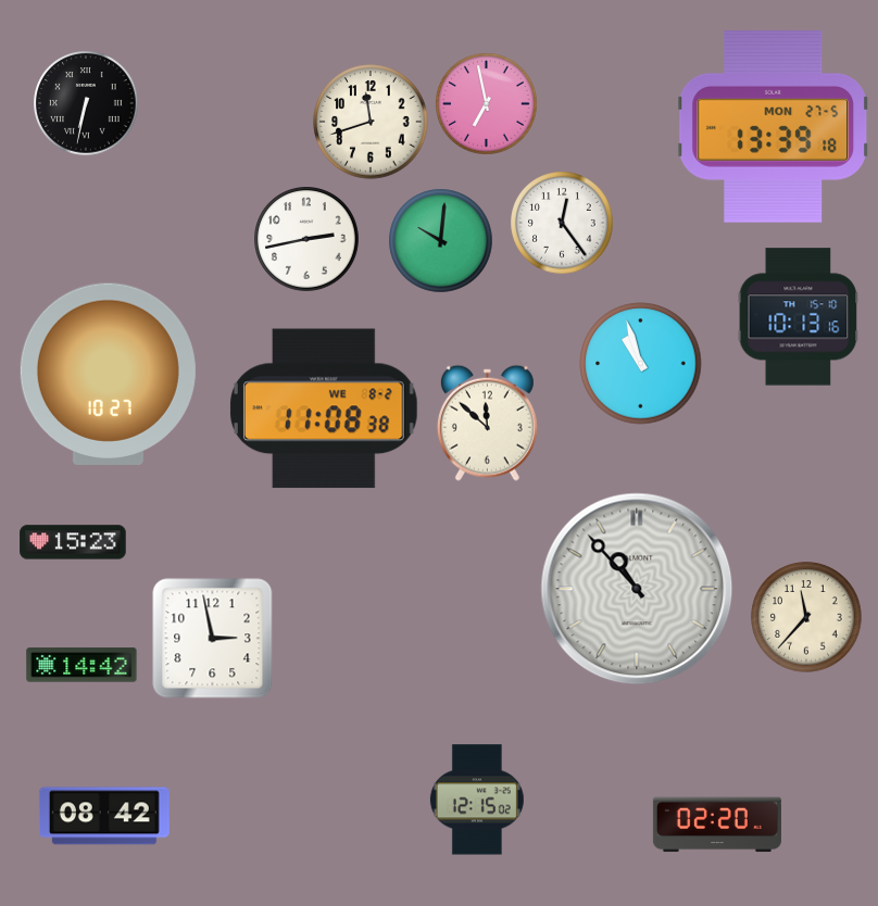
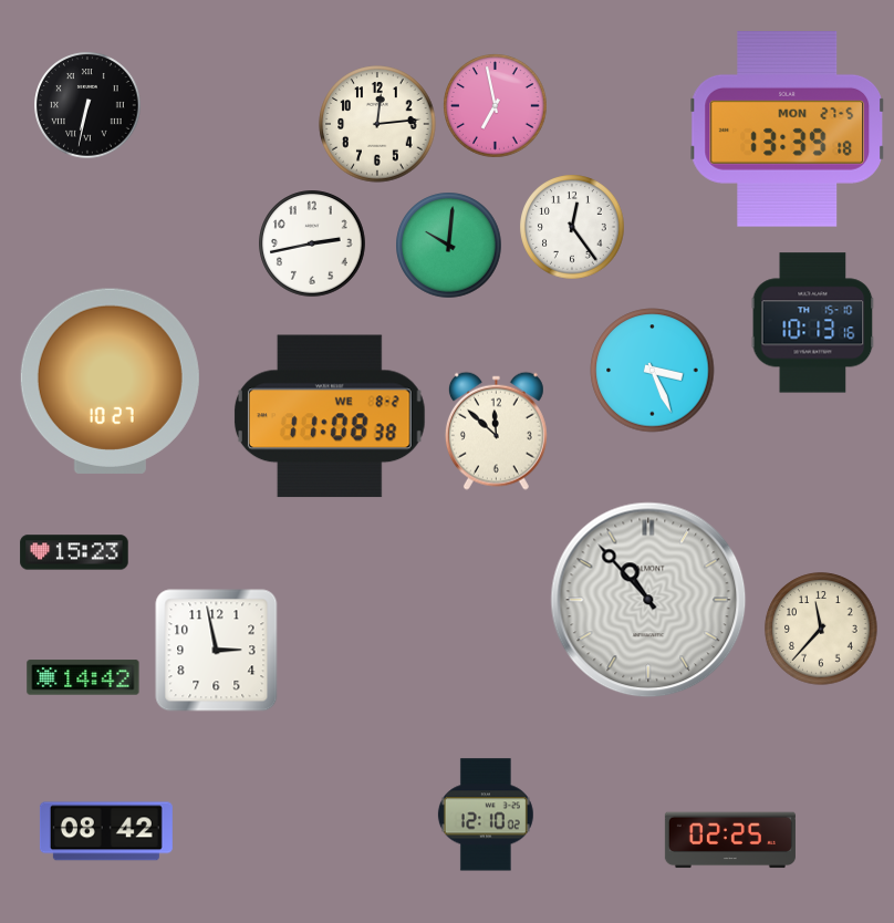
clock at (371, 122): 11:42 -> 12:14
clock at (641, 364): 10:57 -> 3:26
clock at (477, 800): 12:15 -> 12:10
clock at (717, 825): 02:20 -> 02:25
